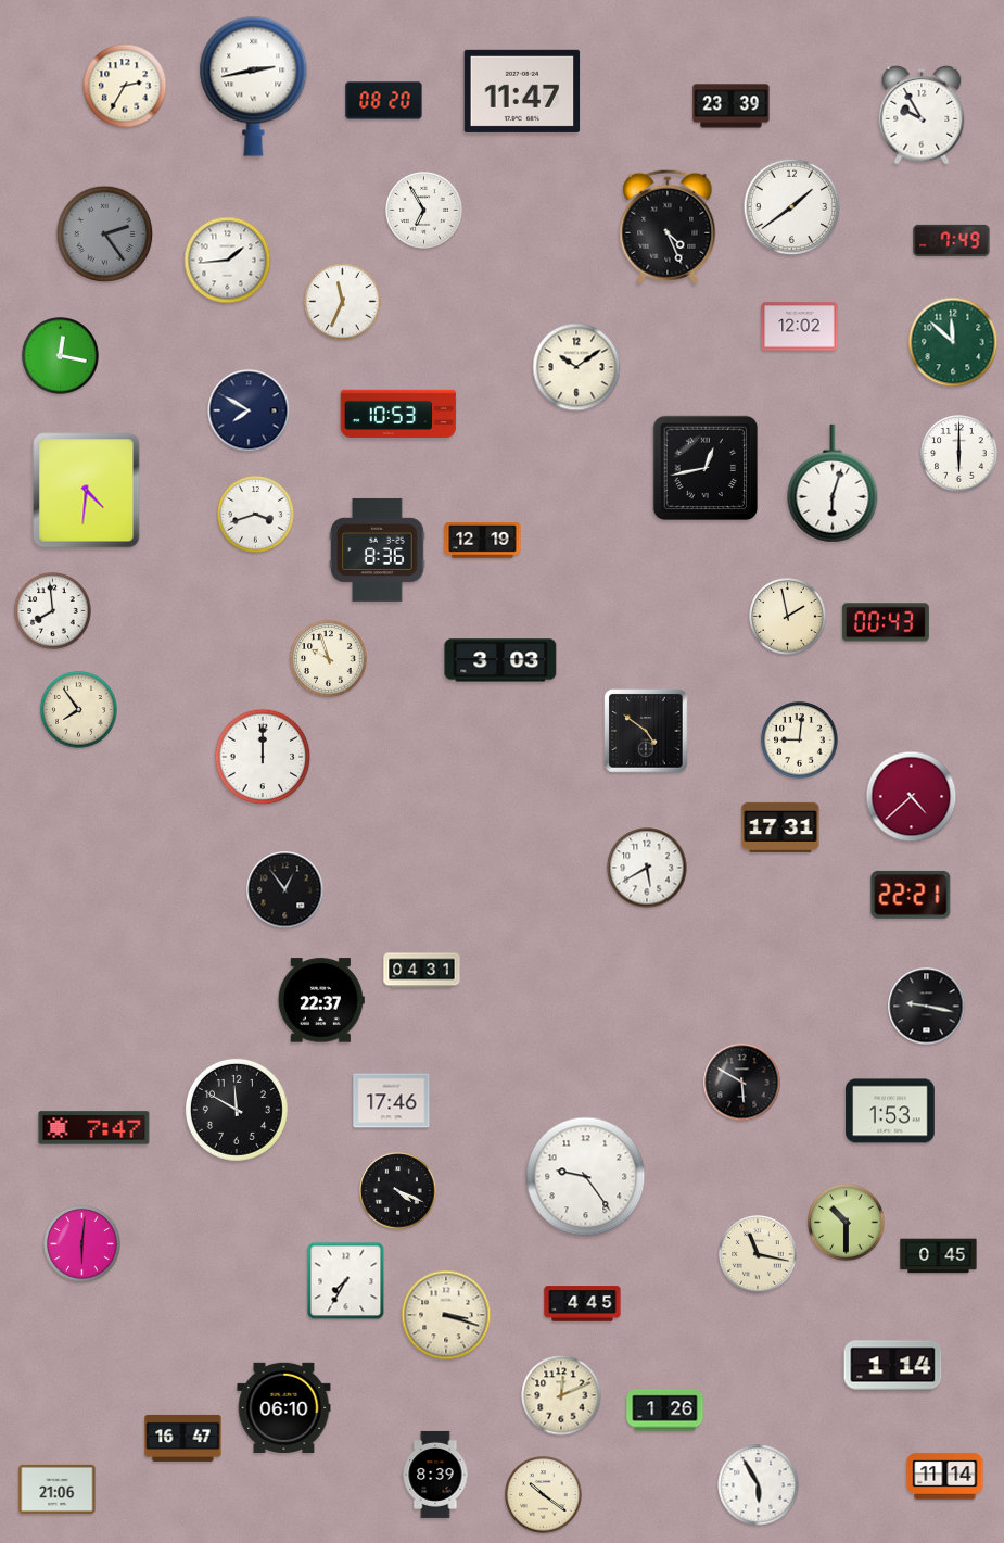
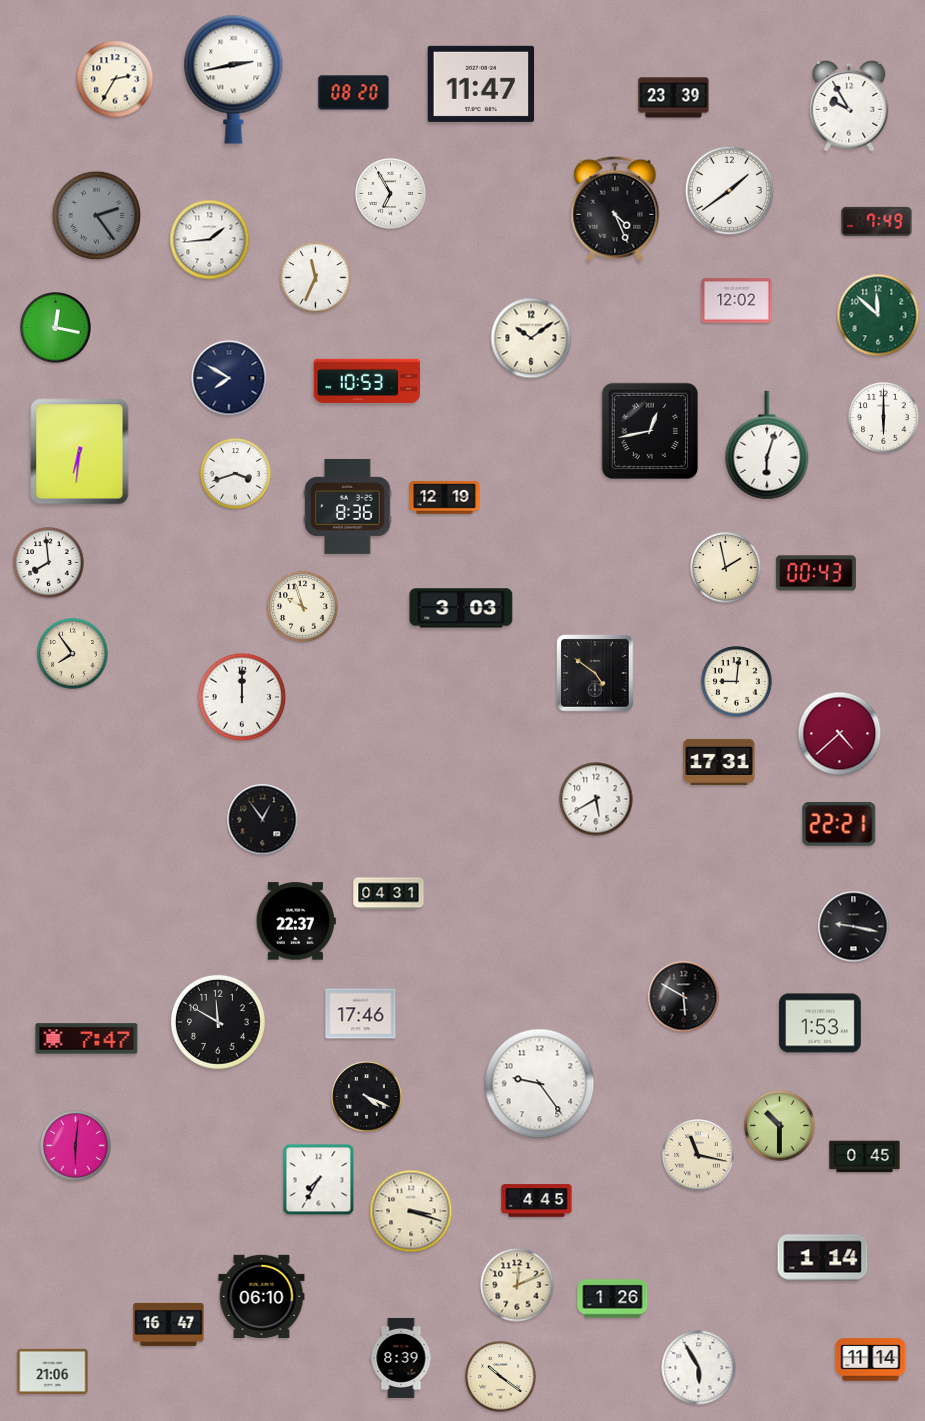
clock at (87, 491): 4:31 -> 6:31
